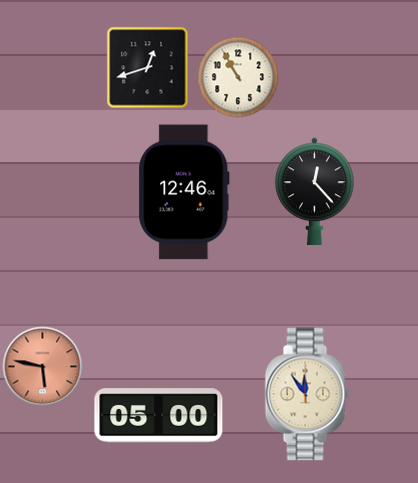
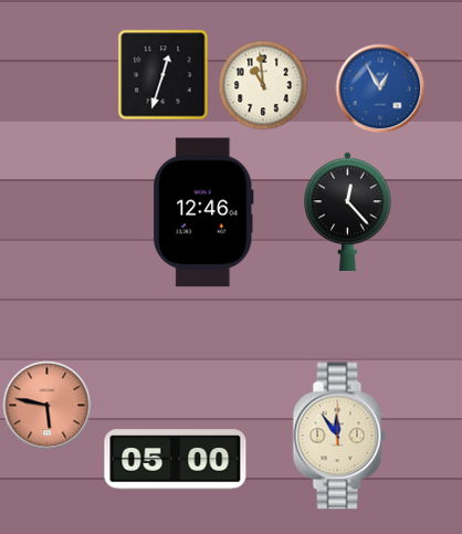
clock at (148, 68): 12:42 -> 12:33
clock at (238, 77): 10:55 -> 10:59
clock at (380, 88): none -> 12:55
